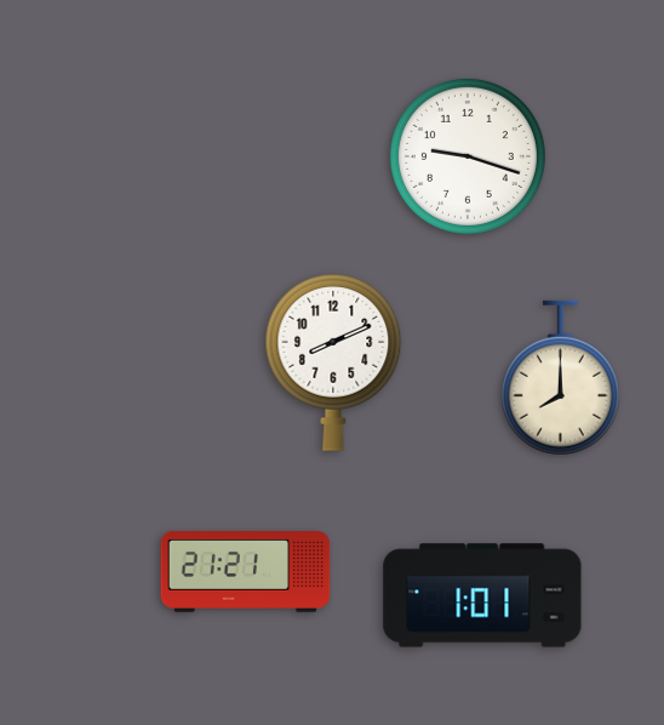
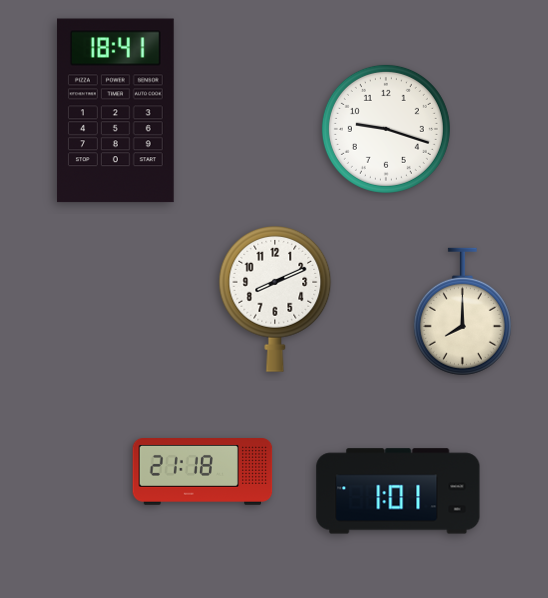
clock at (115, 111): none -> 18:41
clock at (246, 572): 21:21 -> 21:18
